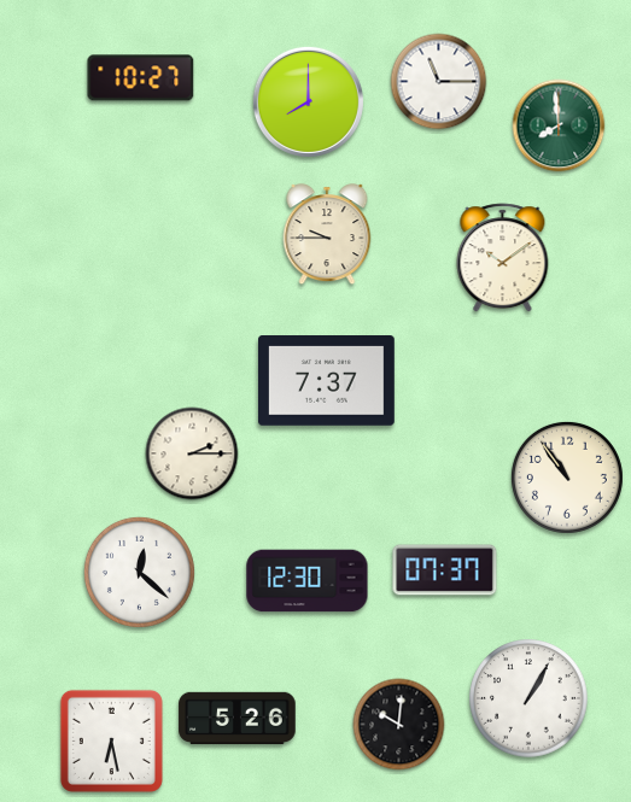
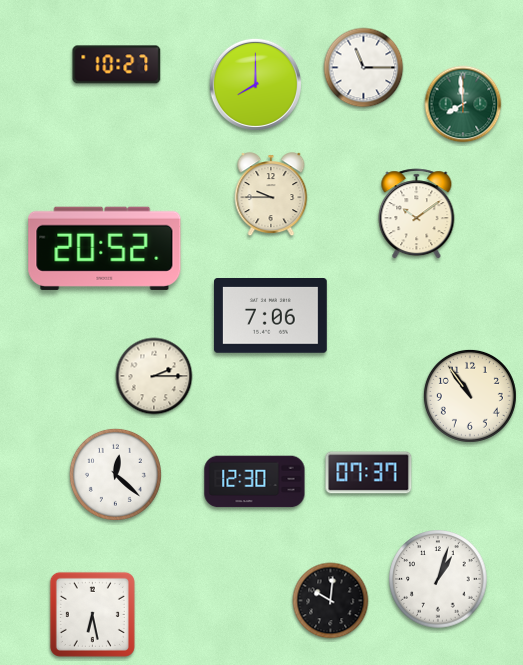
clock at (105, 248): none -> 20:52
clock at (327, 381): 7:37 -> 7:06
clock at (192, 453) position: (192, 453) -> (154, 376)
clock at (528, 698): 1:05 -> 1:03
clock at (238, 719): 5:26 -> none
